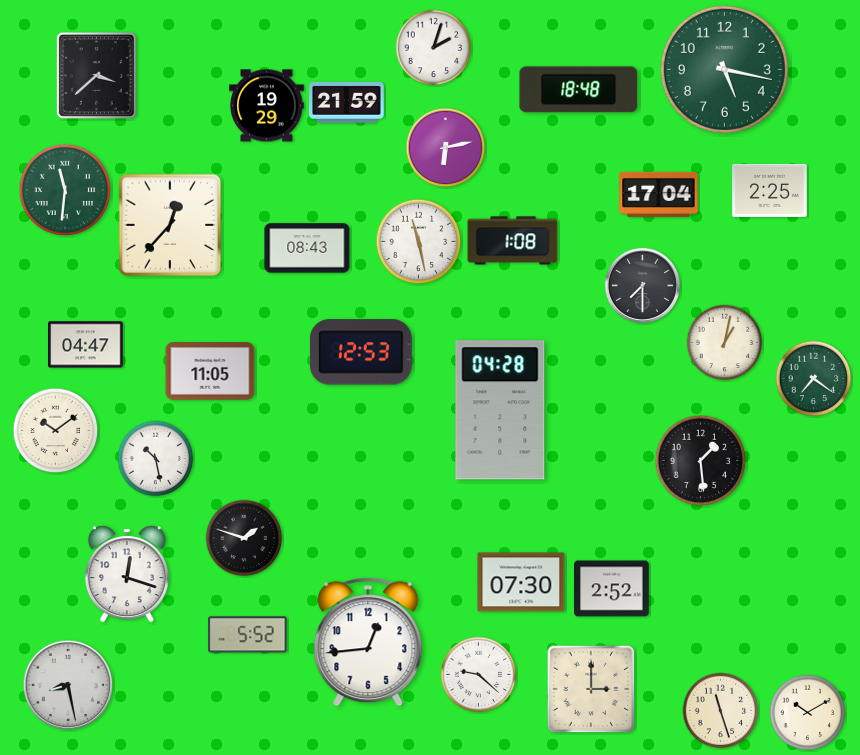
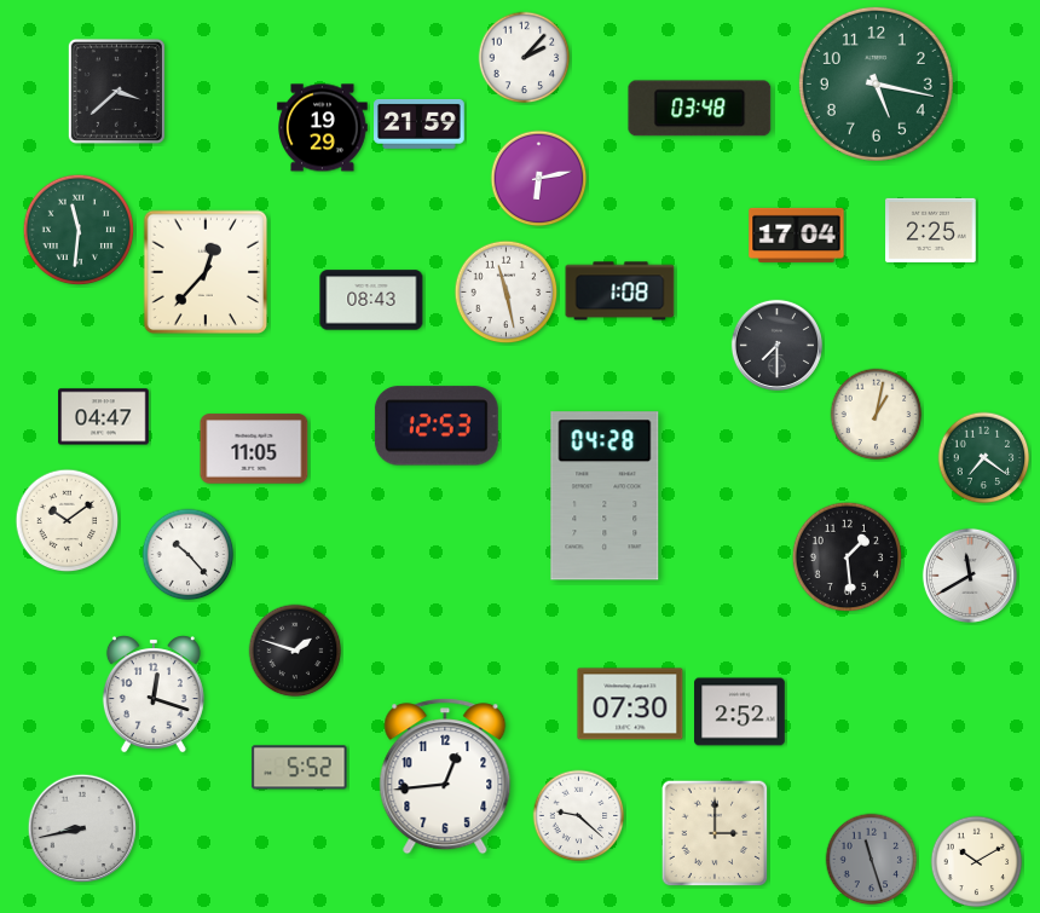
clock at (434, 48): 2:03 -> 2:07
clock at (579, 90): 18:48 -> 03:48
clock at (156, 459): 10:28 -> 10:23
clock at (970, 576): none -> 11:40
clock at (68, 685): 8:28 -> 8:43
clock at (721, 711) dial: cream -> grey
